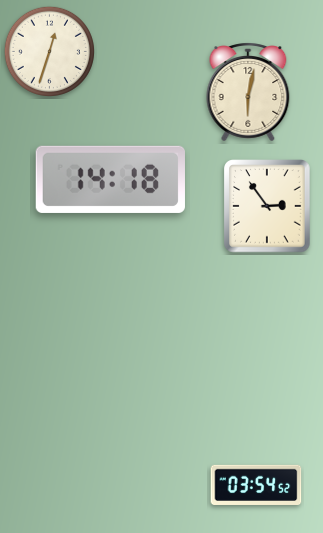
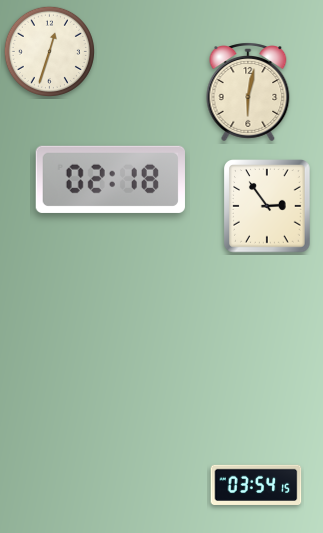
clock at (110, 179): 14:18 -> 02:18
clock at (256, 484): 03:54:52 -> 03:54:15
